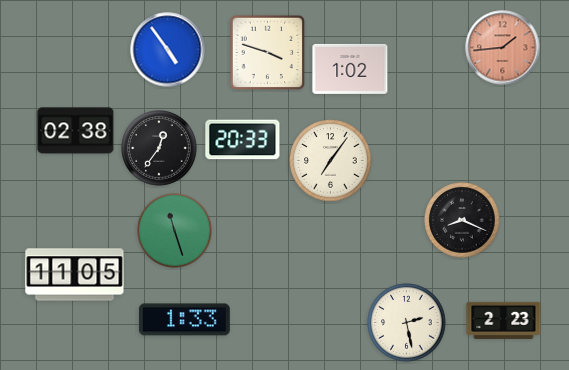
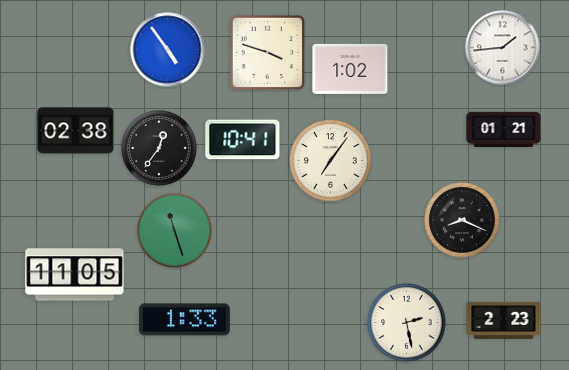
clock at (503, 48) dial: salmon -> white
clock at (504, 130): none -> 01:21
clock at (243, 140): 20:33 -> 10:41
